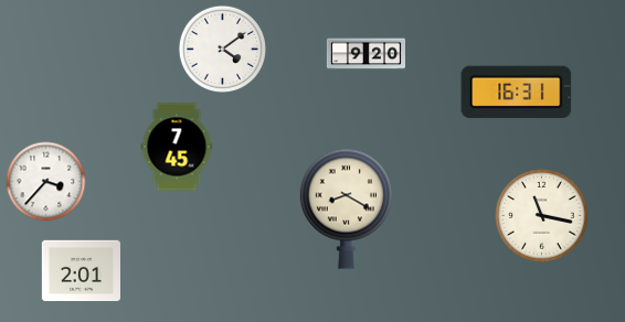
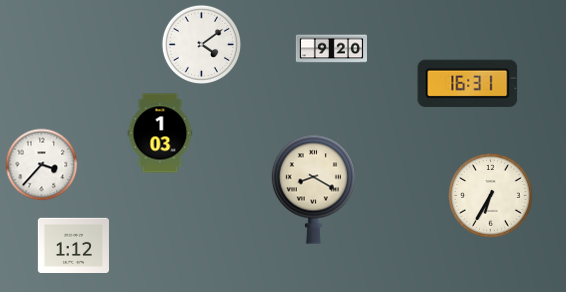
clock at (177, 147): 7:45 -> 1:03
clock at (542, 216): 11:17 -> 6:35
clock at (81, 270): 2:01 -> 1:12
